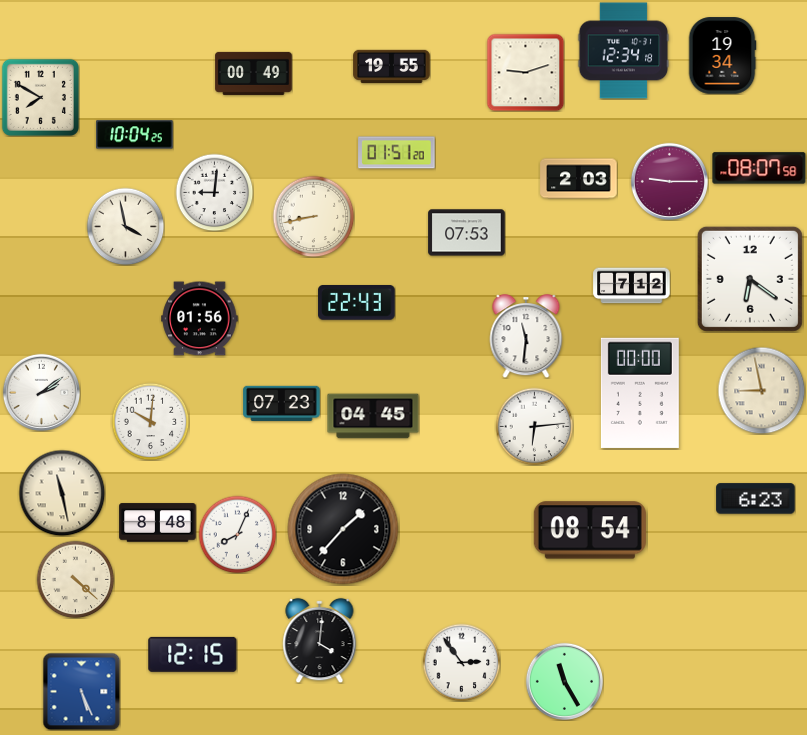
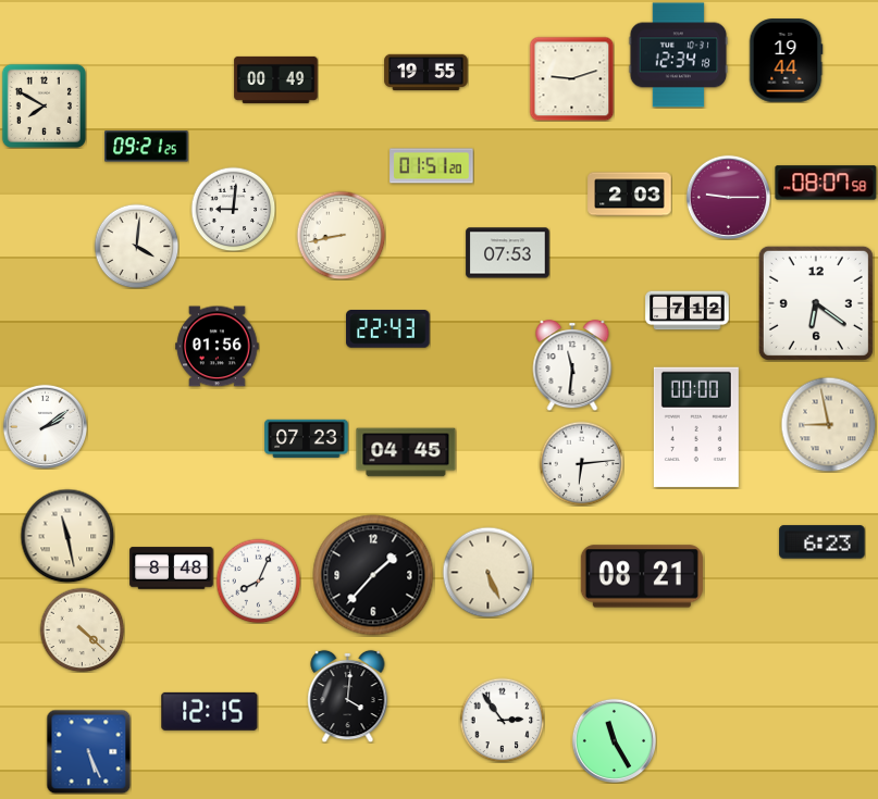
clock at (722, 56): 19:34 -> 19:44
clock at (135, 135): 10:04 -> 09:21
clock at (125, 226): 3:58 -> 4:01
clock at (150, 421): 10:01 -> none
clock at (487, 572): none -> 5:26
clock at (590, 530): 08:54 -> 08:21
